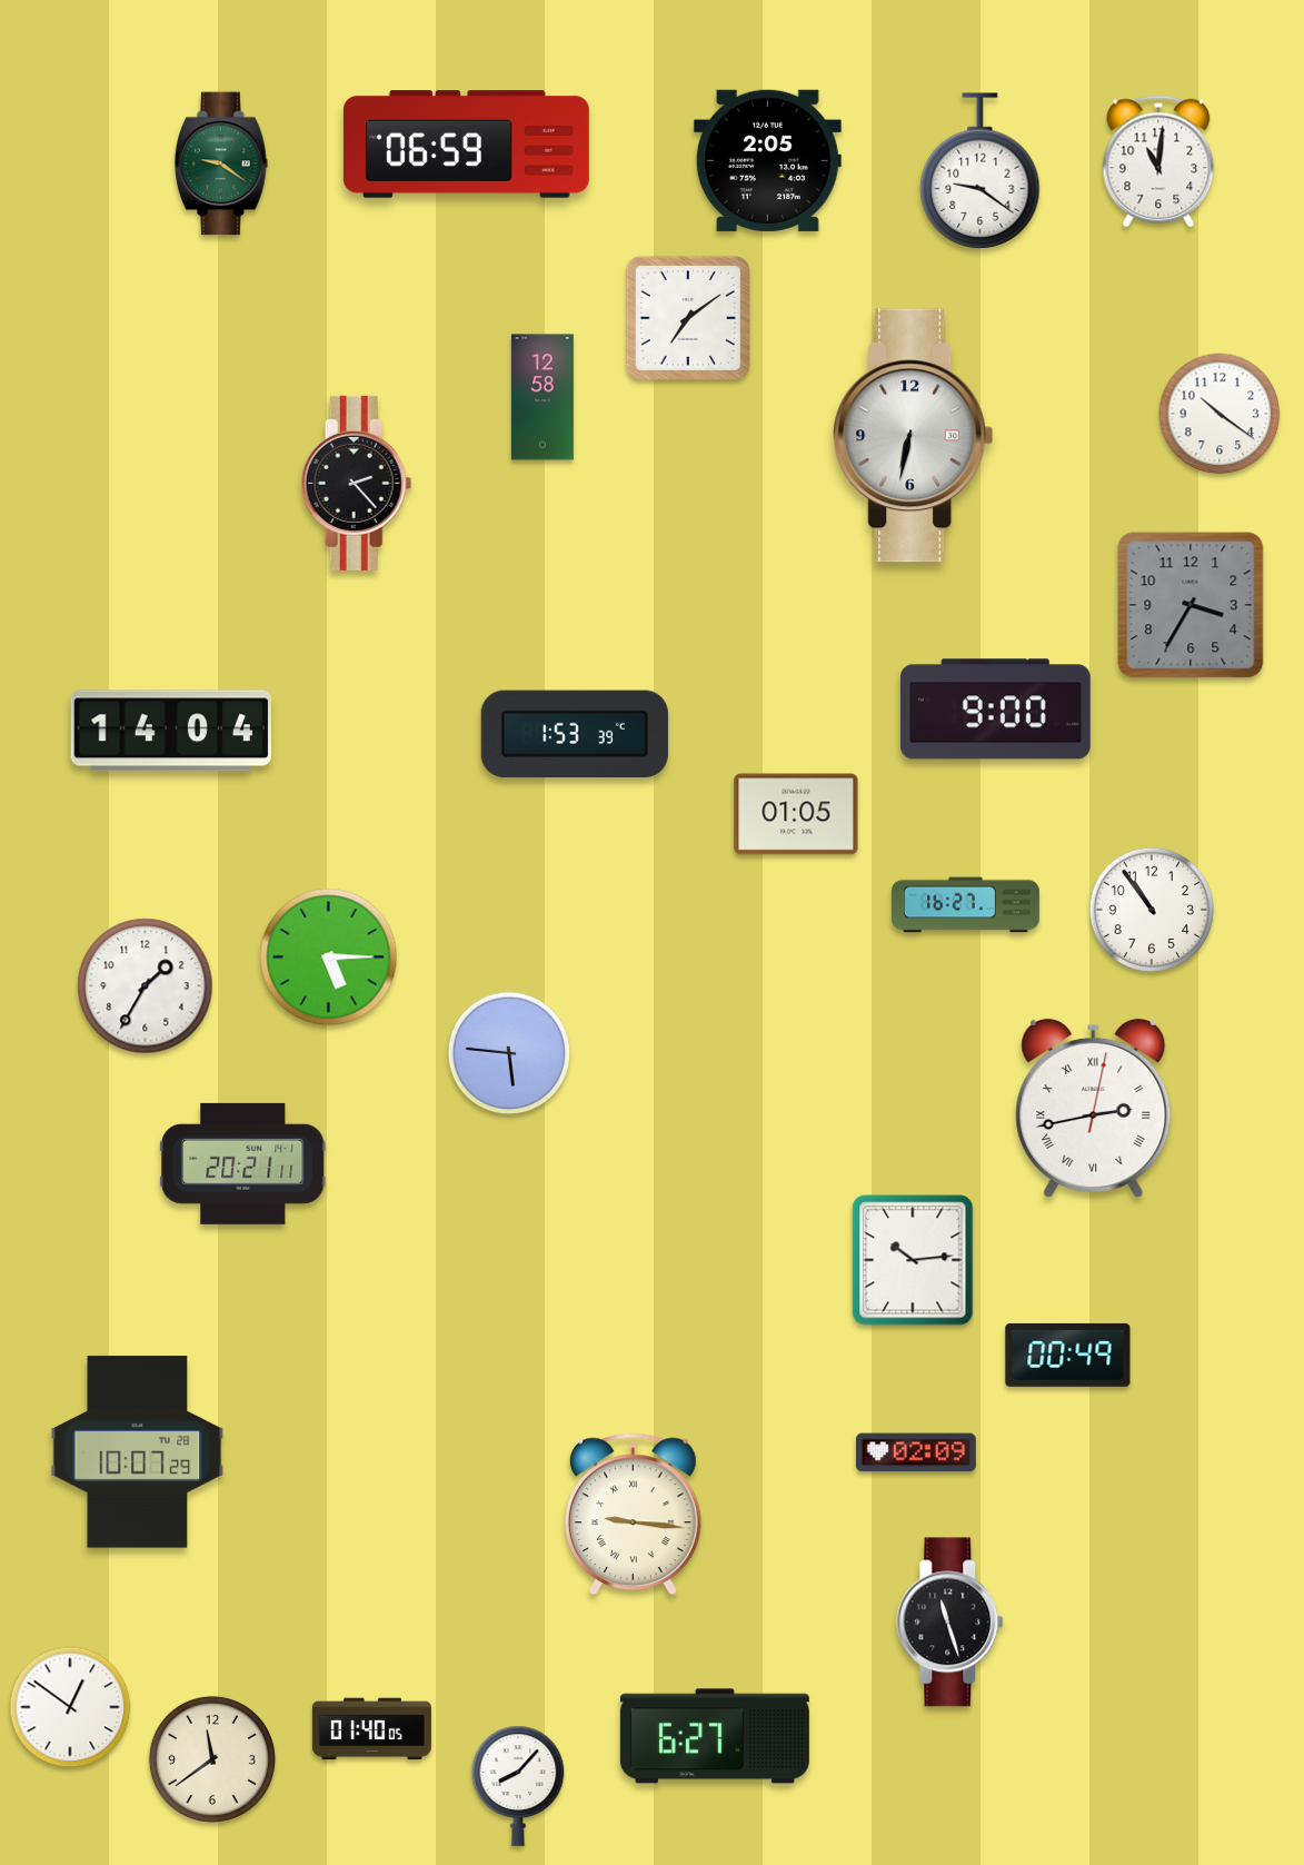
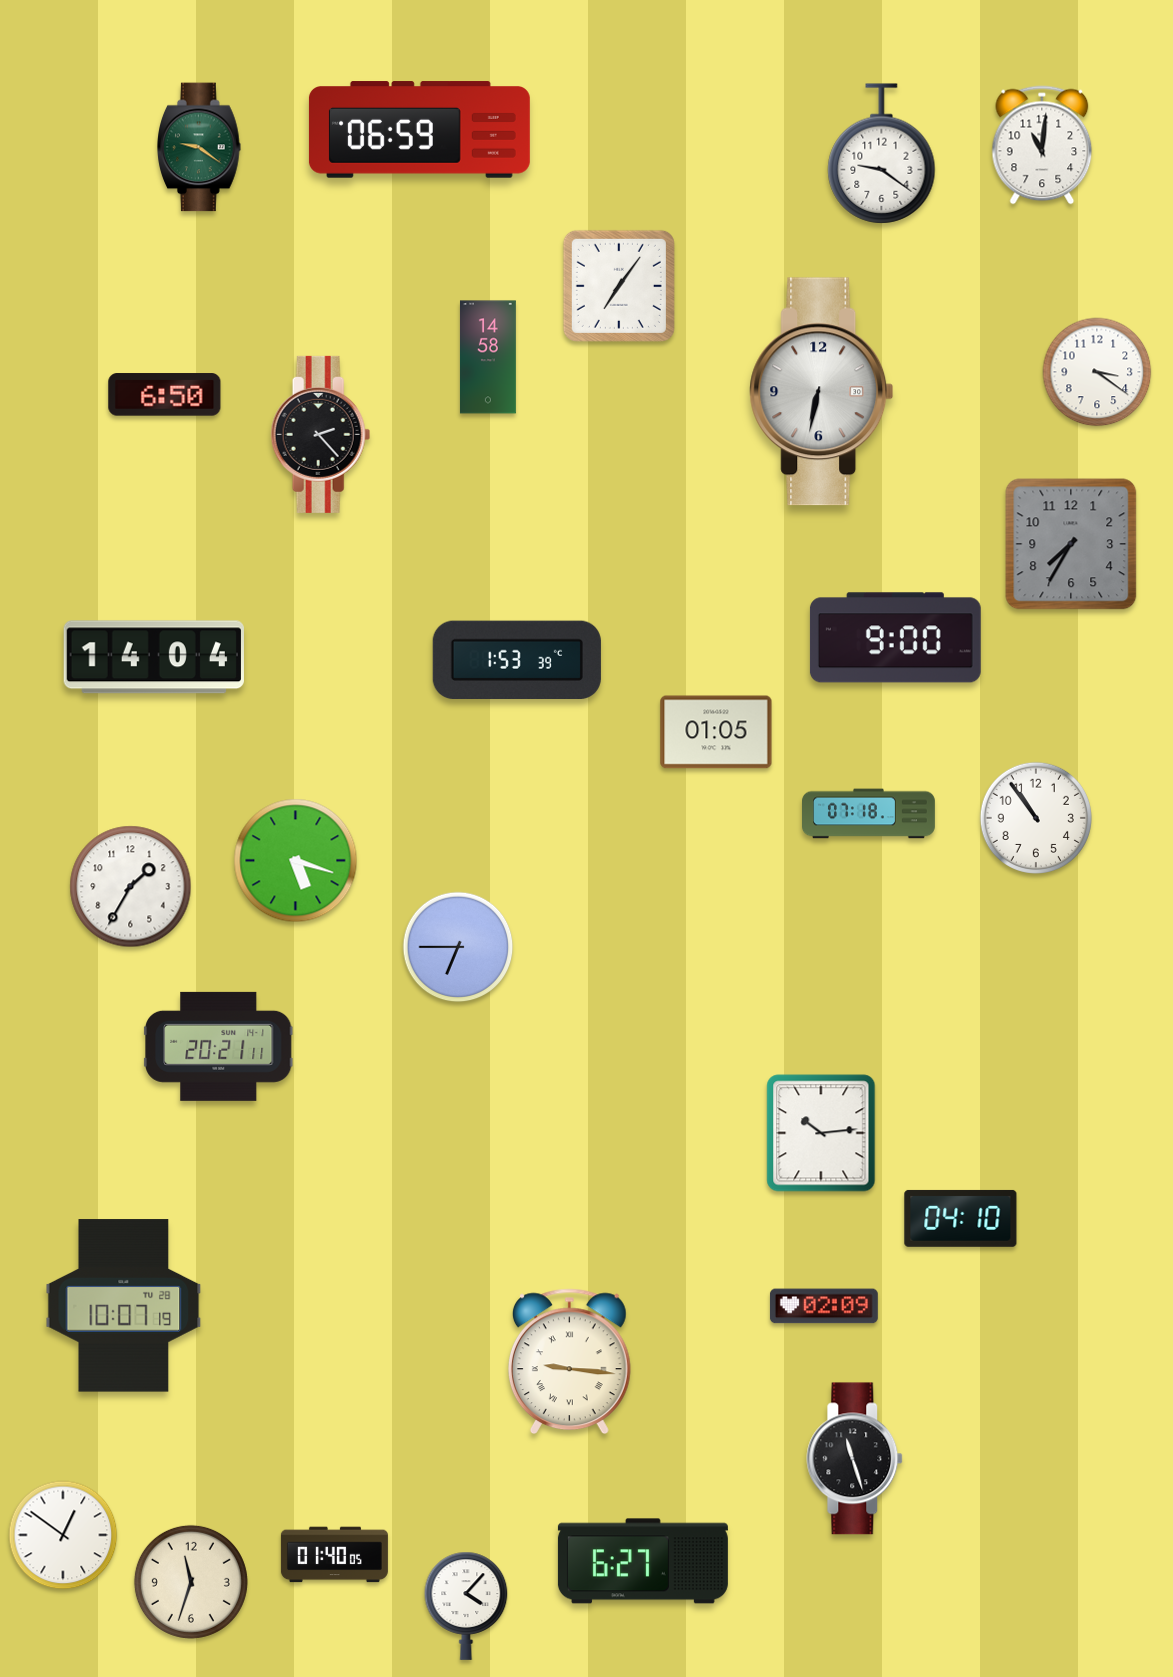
clock at (767, 160): 2:05 -> none
clock at (688, 318): 7:09 -> 7:06
clock at (542, 397): 12:58 -> 14:58
clock at (1220, 414): 10:21 -> 3:21
clock at (165, 395): none -> 6:50
clock at (1191, 605): 3:35 -> 7:35
clock at (966, 905): 16:27 -> 07:18
clock at (329, 958): 5:15 -> 5:18
clock at (509, 1053): 5:46 -> 6:45
clock at (1094, 1108): 2:43 -> none
clock at (1068, 1355): 00:49 -> 04:10
clock at (138, 1452): 10:07:29 -> 10:07:19
clock at (212, 1759): 11:39 -> 11:33
clock at (518, 1786): 8:07 -> 4:07
